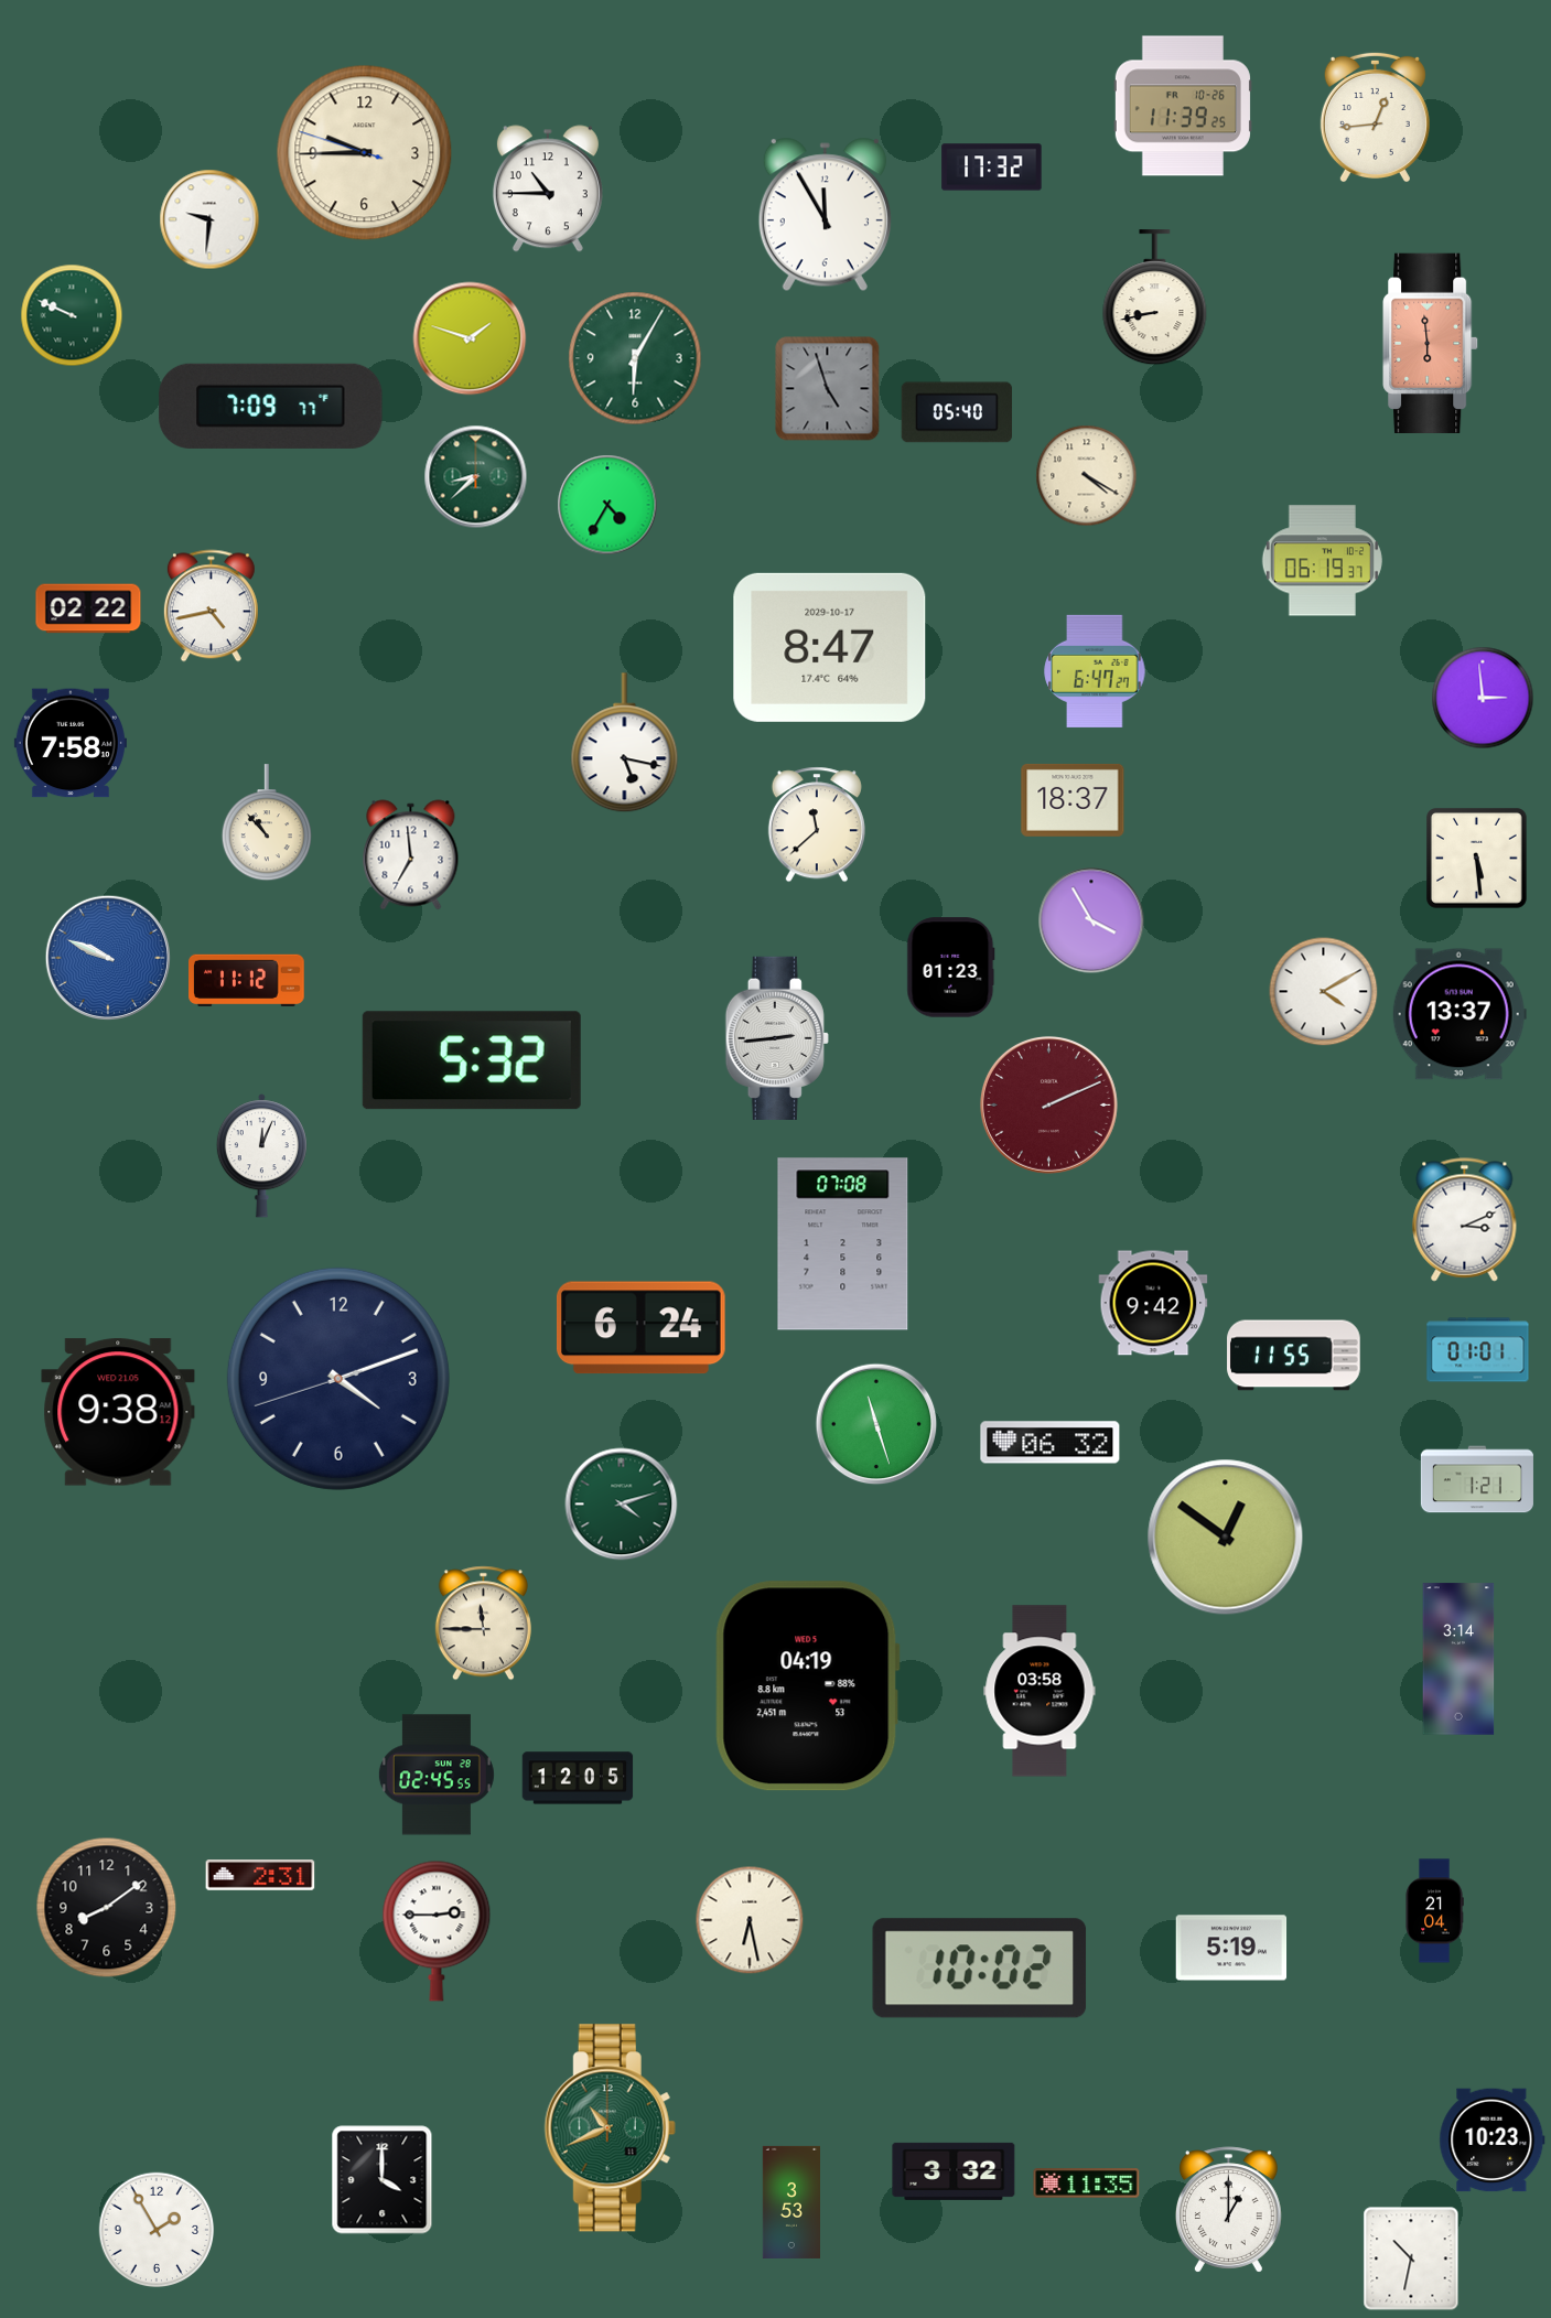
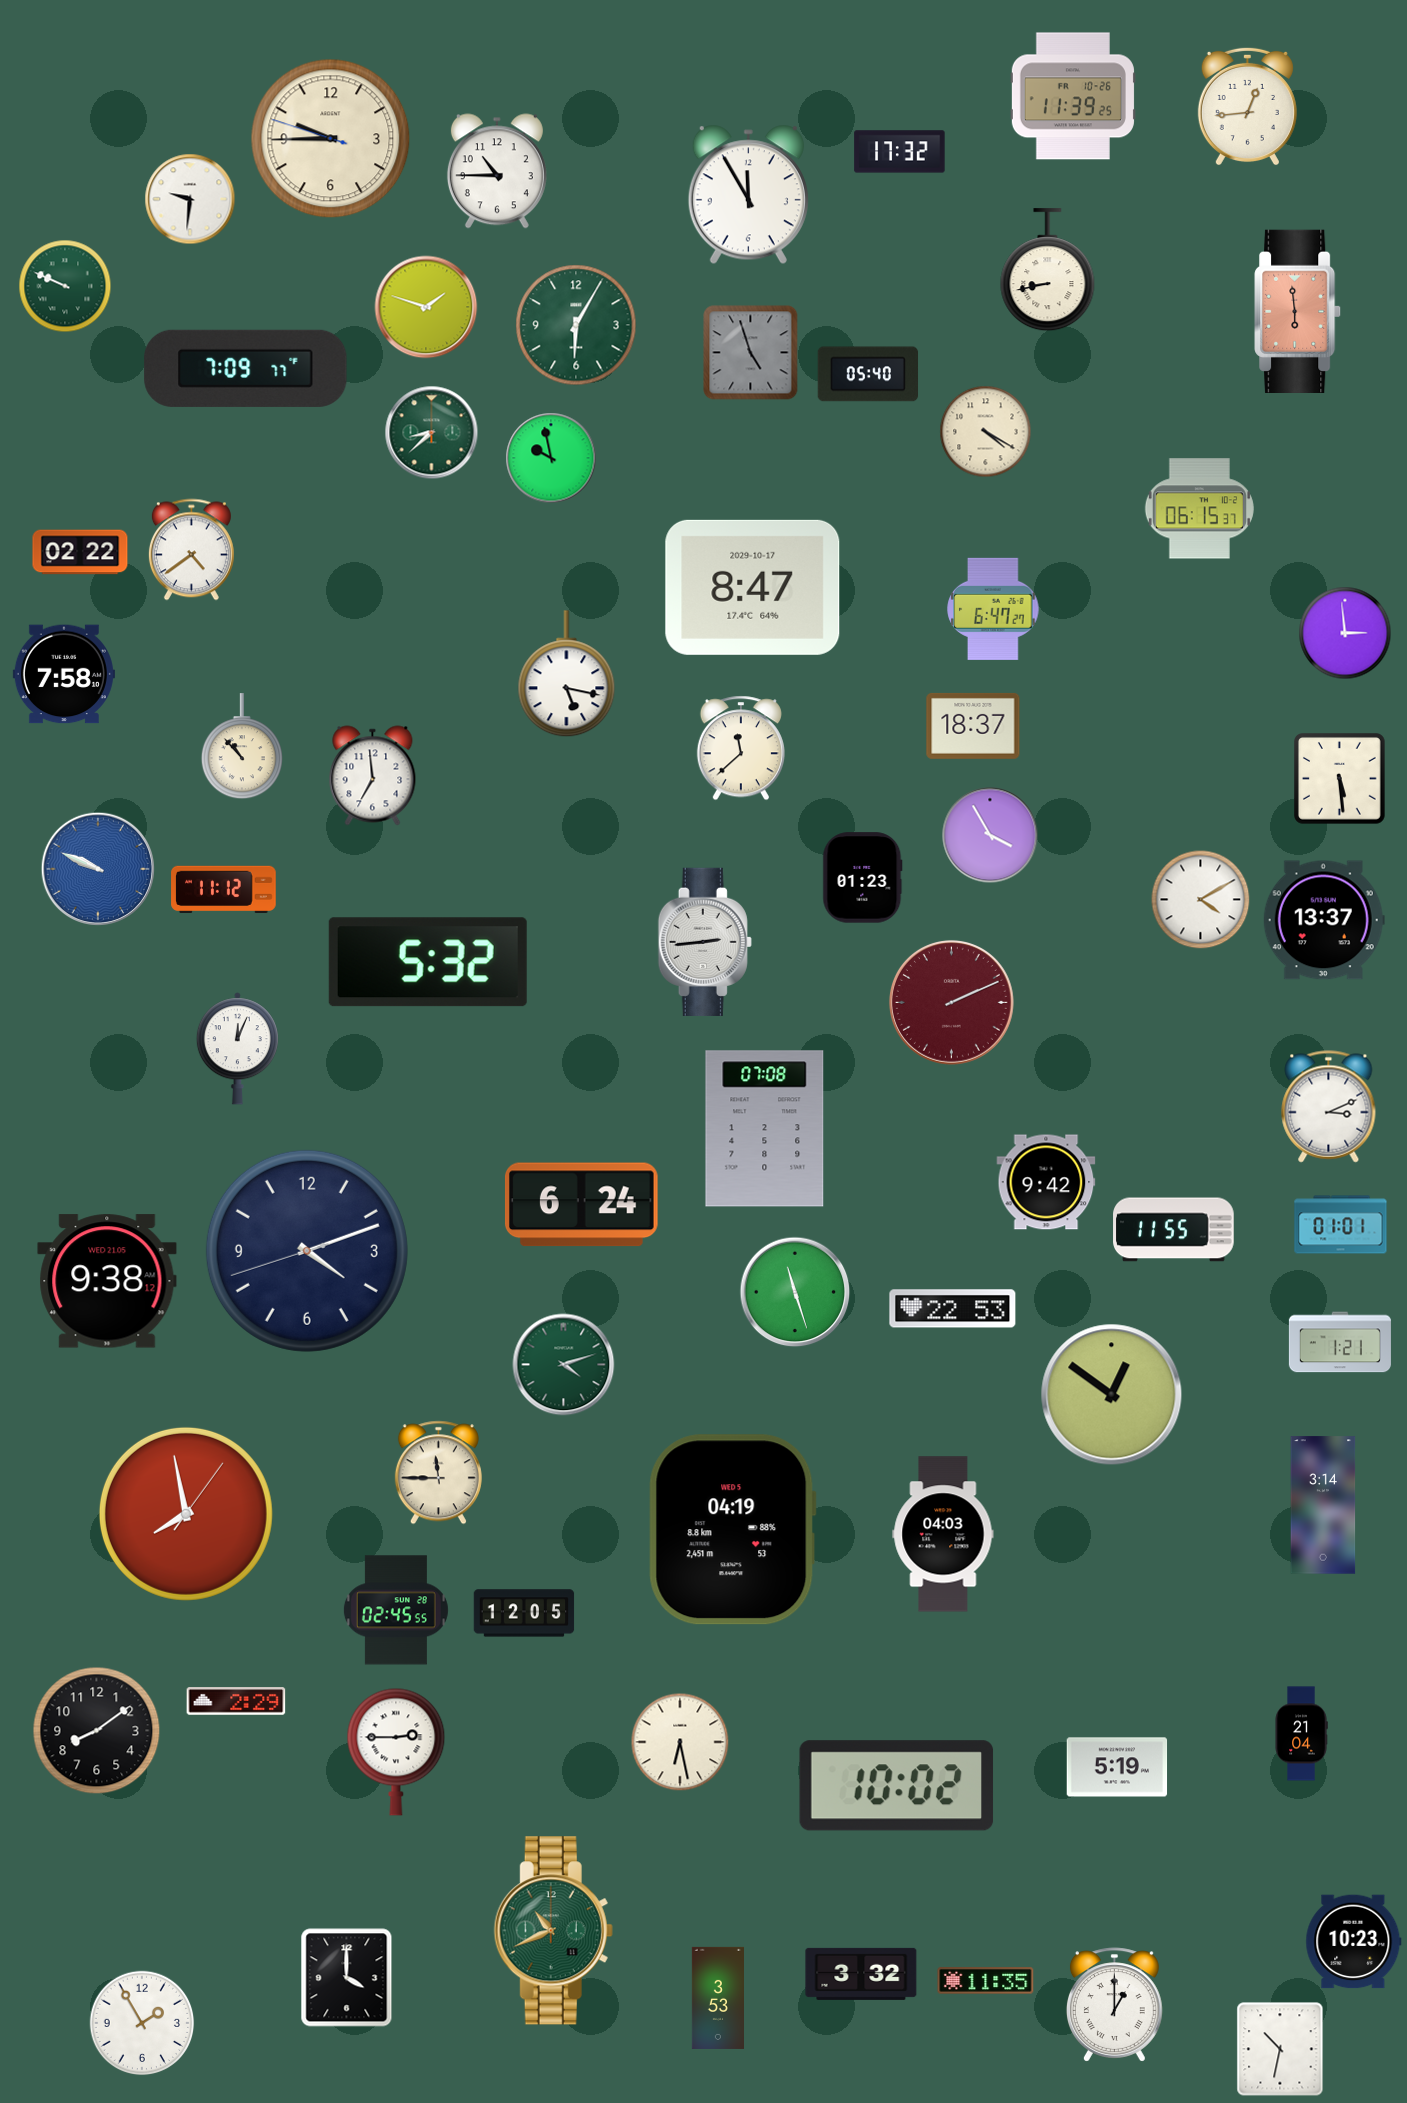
clock at (607, 505): 4:35 -> 9:58
clock at (1322, 561): 06:19 -> 06:15
clock at (211, 606): 4:43 -> 4:39
clock at (1051, 1443): 06:32 -> 22:53
clock at (186, 1514): none -> 7:58
clock at (1040, 1691): 03:58 -> 04:03
clock at (260, 1875): 2:31 -> 2:29
clock at (980, 1969) position: (980, 1969) -> (897, 1786)
clock at (954, 2171) position: (954, 2171) -> (861, 1974)
